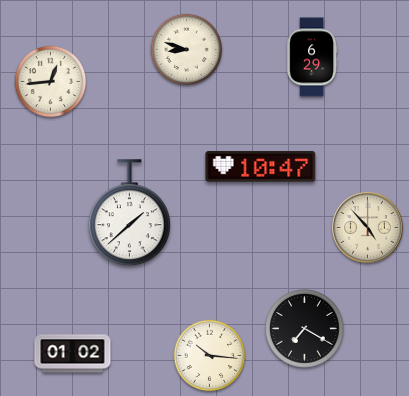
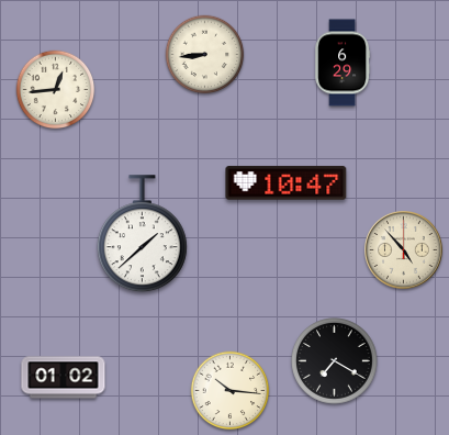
clock at (187, 50): 8:48 -> 8:44
clock at (73, 354) position: (73, 354) -> (64, 378)
